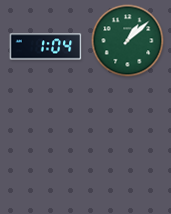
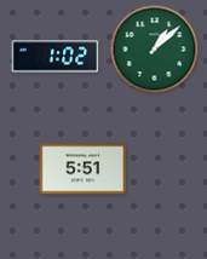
clock at (46, 47): 1:04 -> 1:02
clock at (84, 169): none -> 5:51
